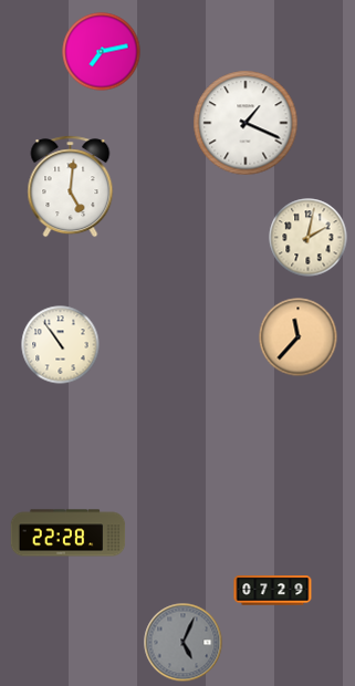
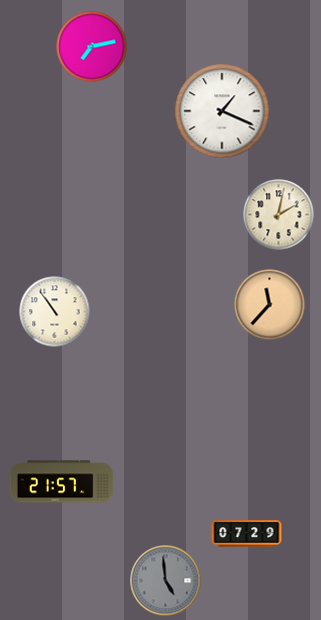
clock at (71, 187): 5:01 -> none
clock at (69, 533): 22:28 -> 21:57
clock at (184, 643): 5:04 -> 4:59
